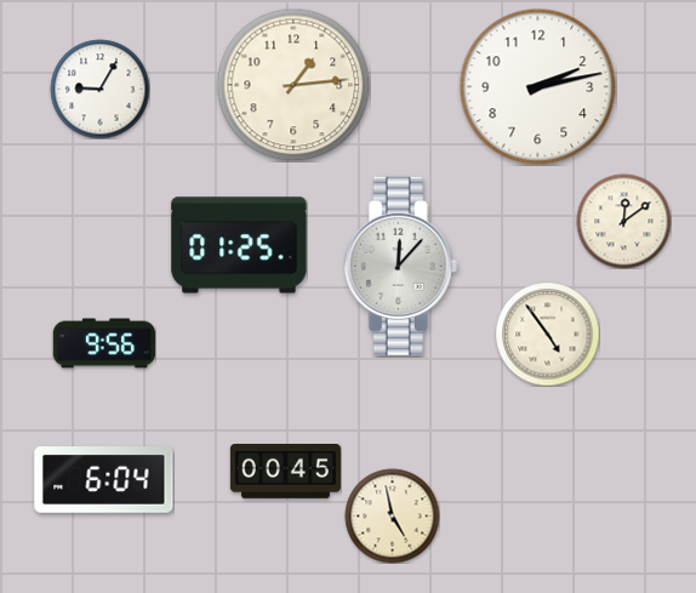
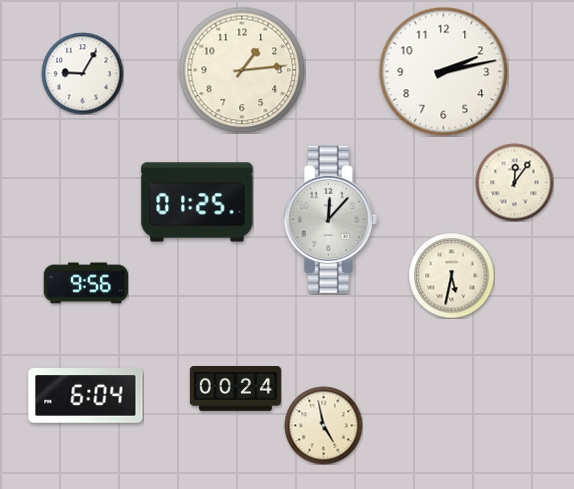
clock at (623, 221): 12:09 -> 12:06
clock at (547, 333): 4:54 -> 5:32
clock at (285, 472): 00:45 -> 00:24
